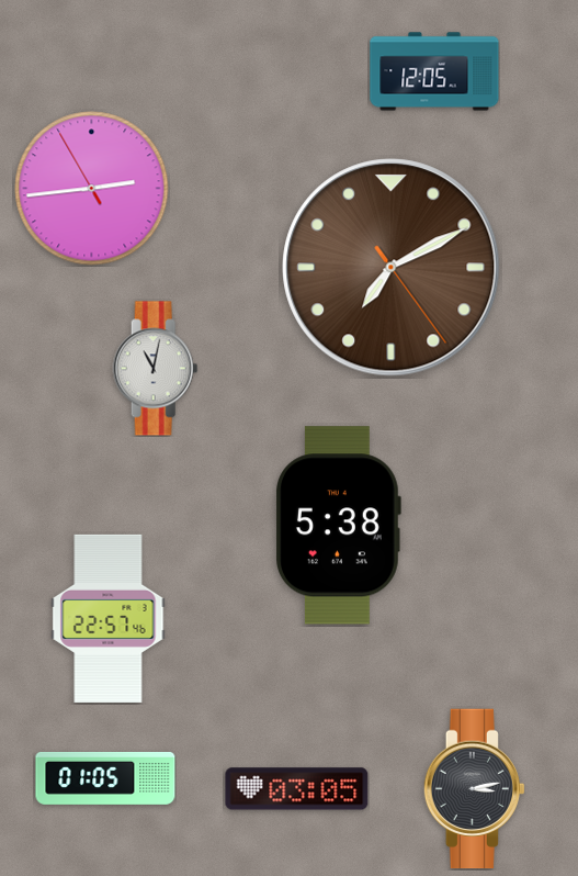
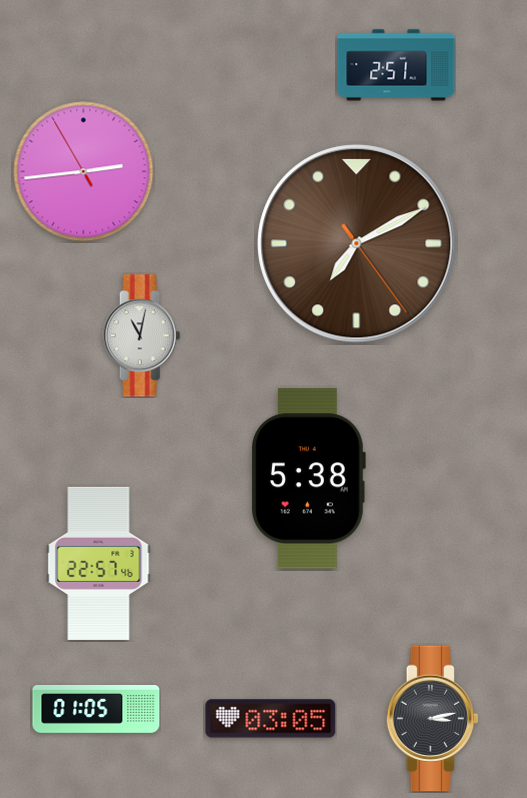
clock at (434, 71): 12:05 -> 2:51
